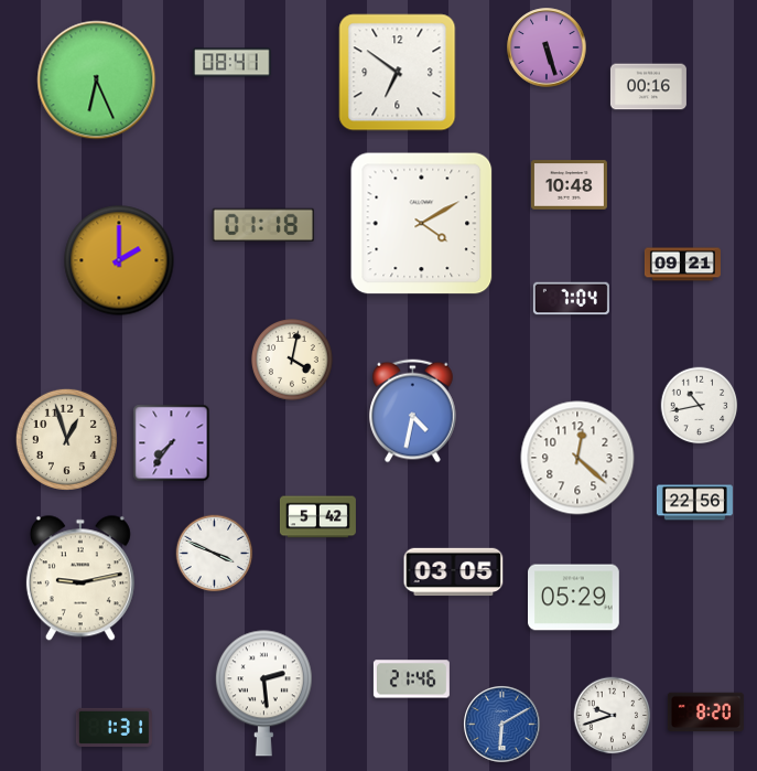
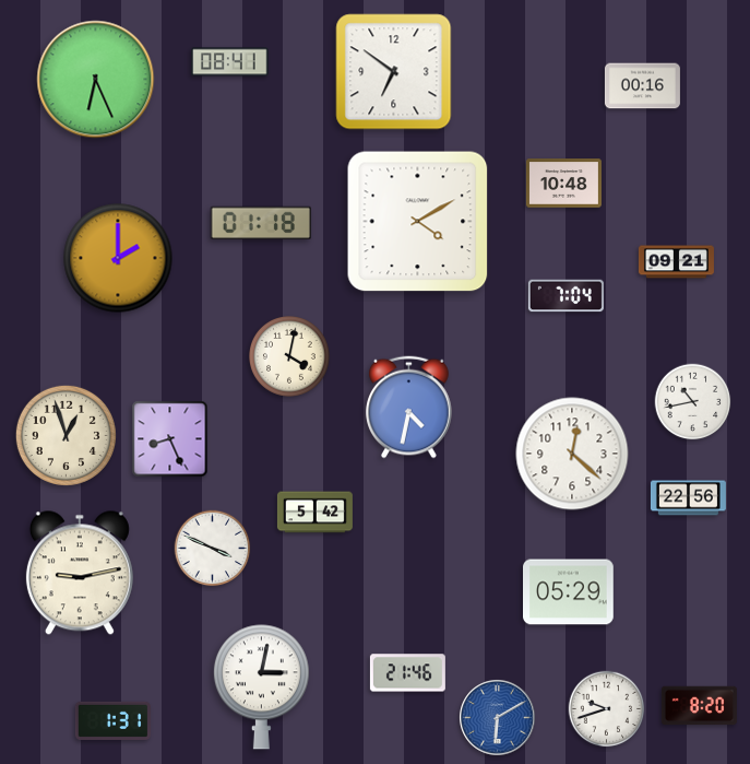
clock at (547, 47): 5:27 -> none
clock at (172, 443): 7:36 -> 8:26
clock at (454, 572): 03:05 -> none
clock at (263, 694): 2:29 -> 3:02
